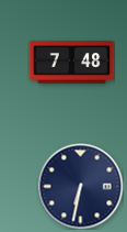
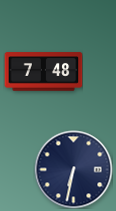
clock at (71, 63) position: (71, 63) -> (43, 72)
